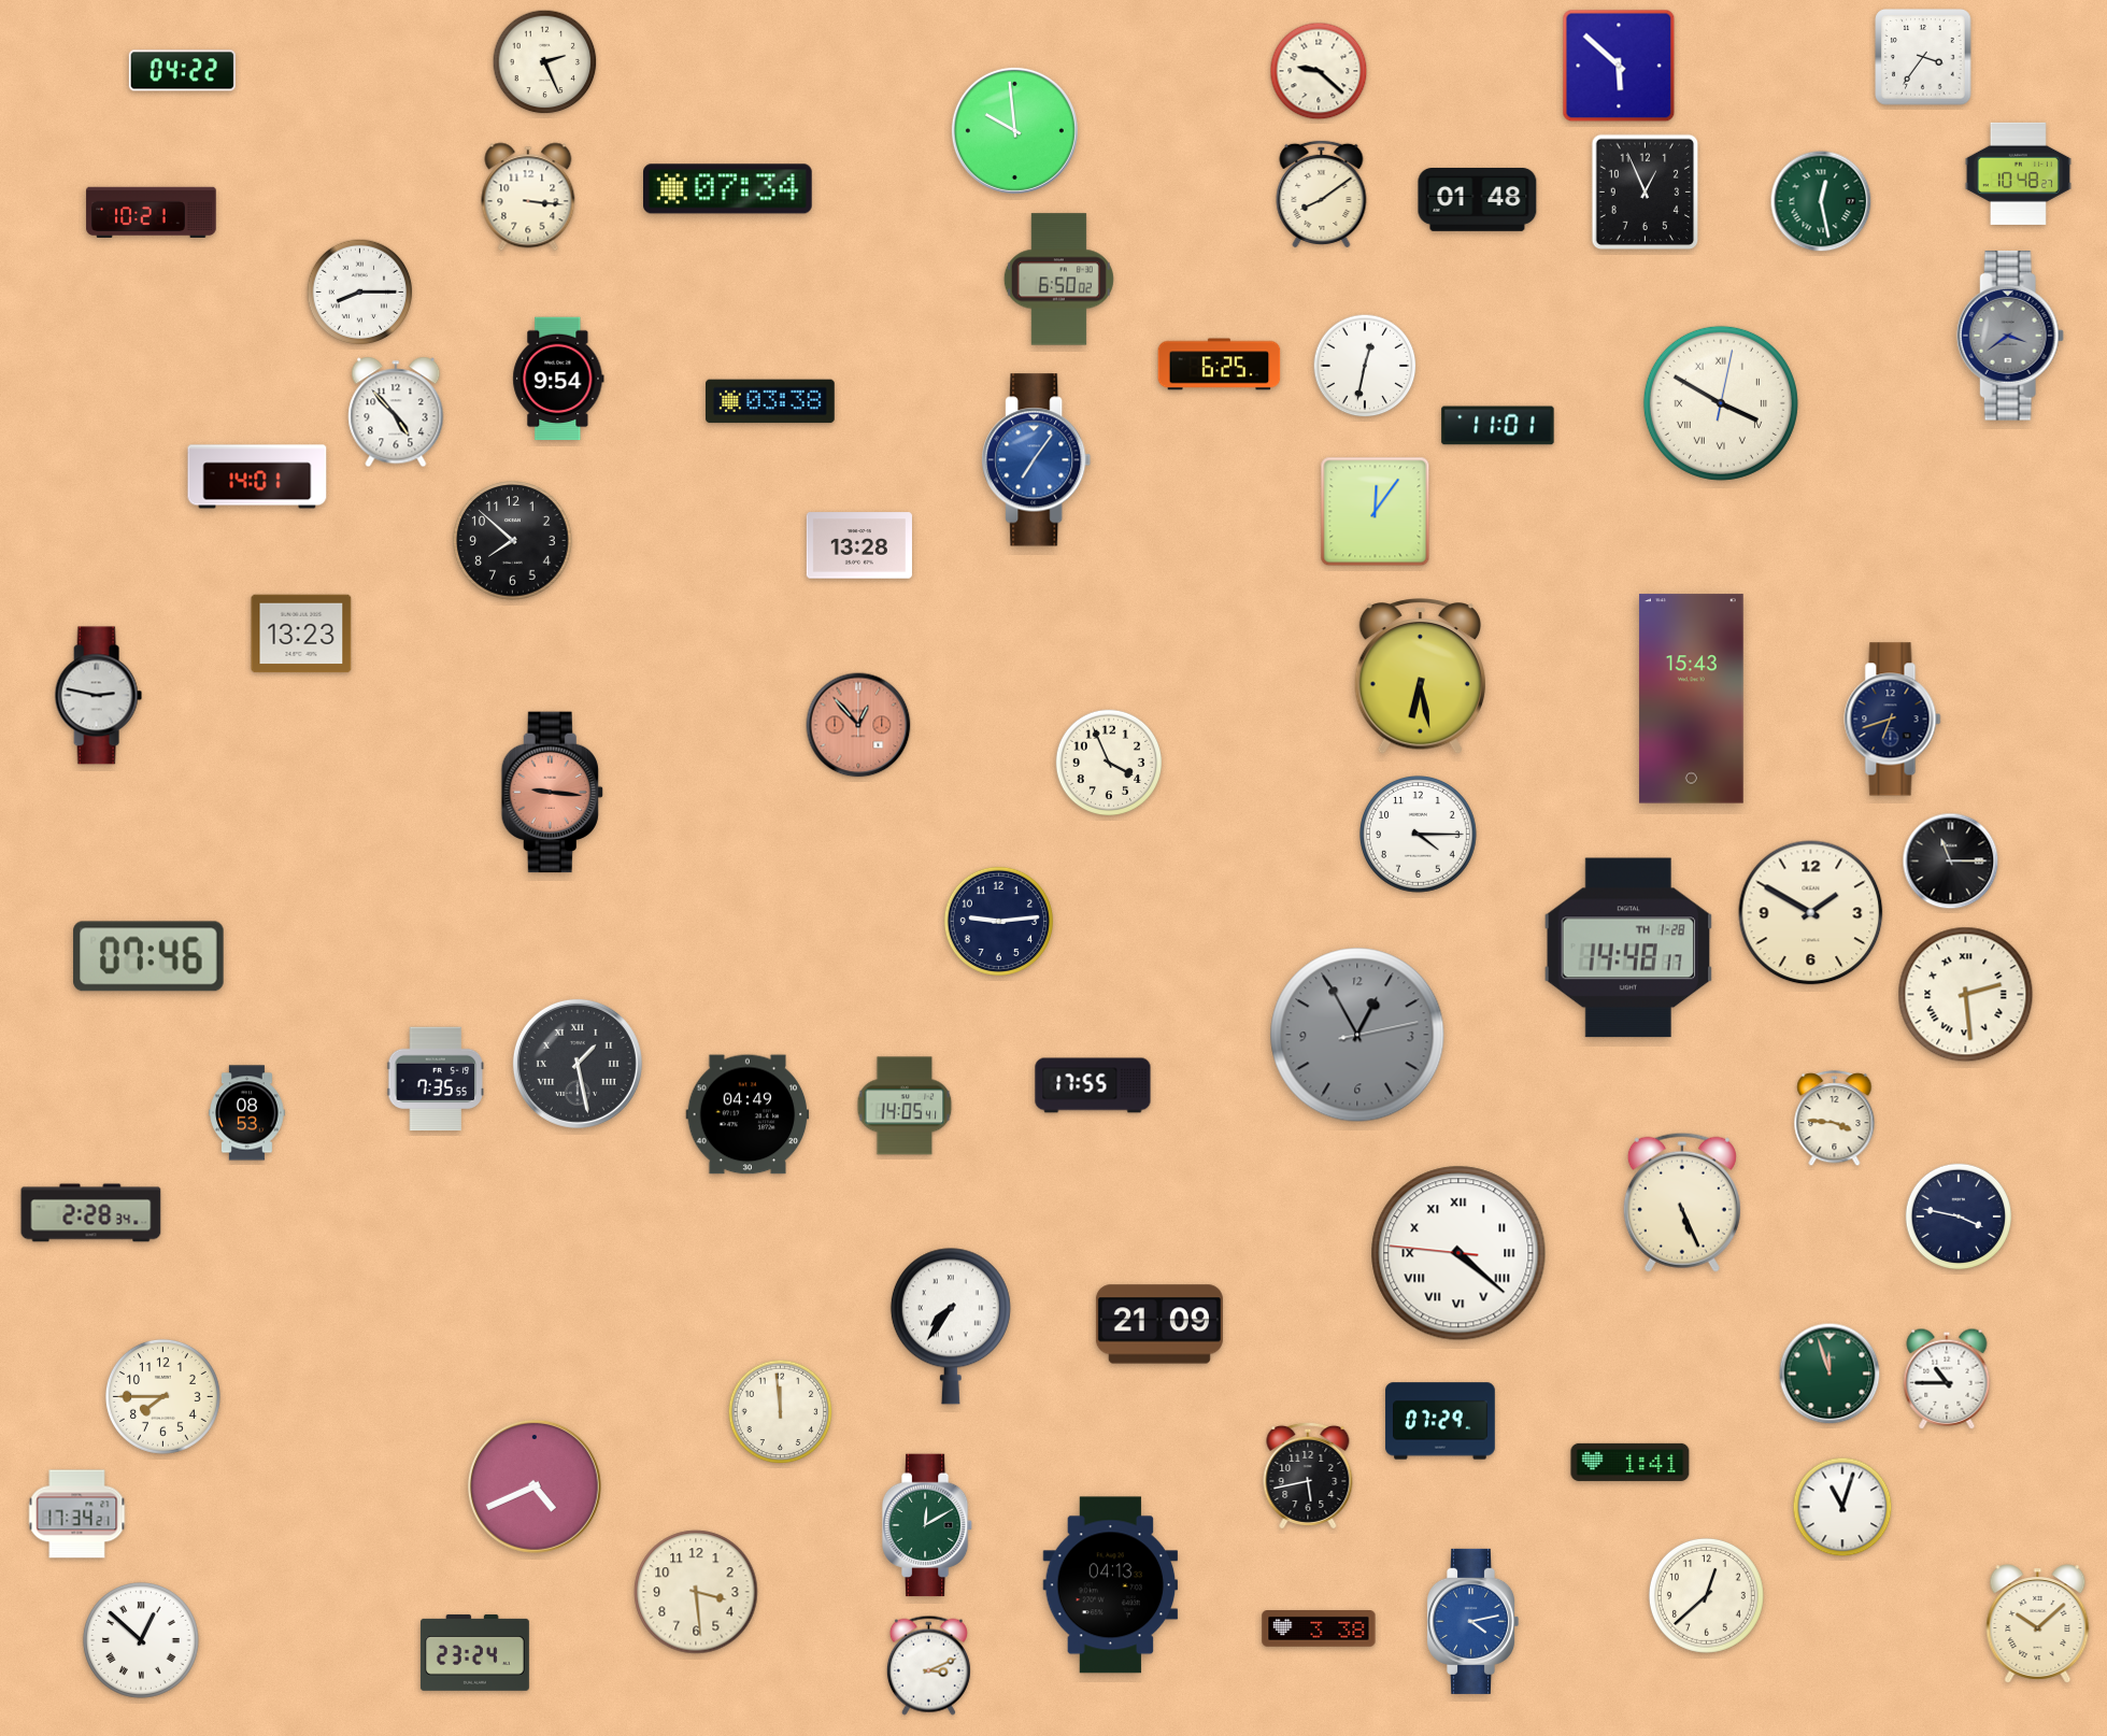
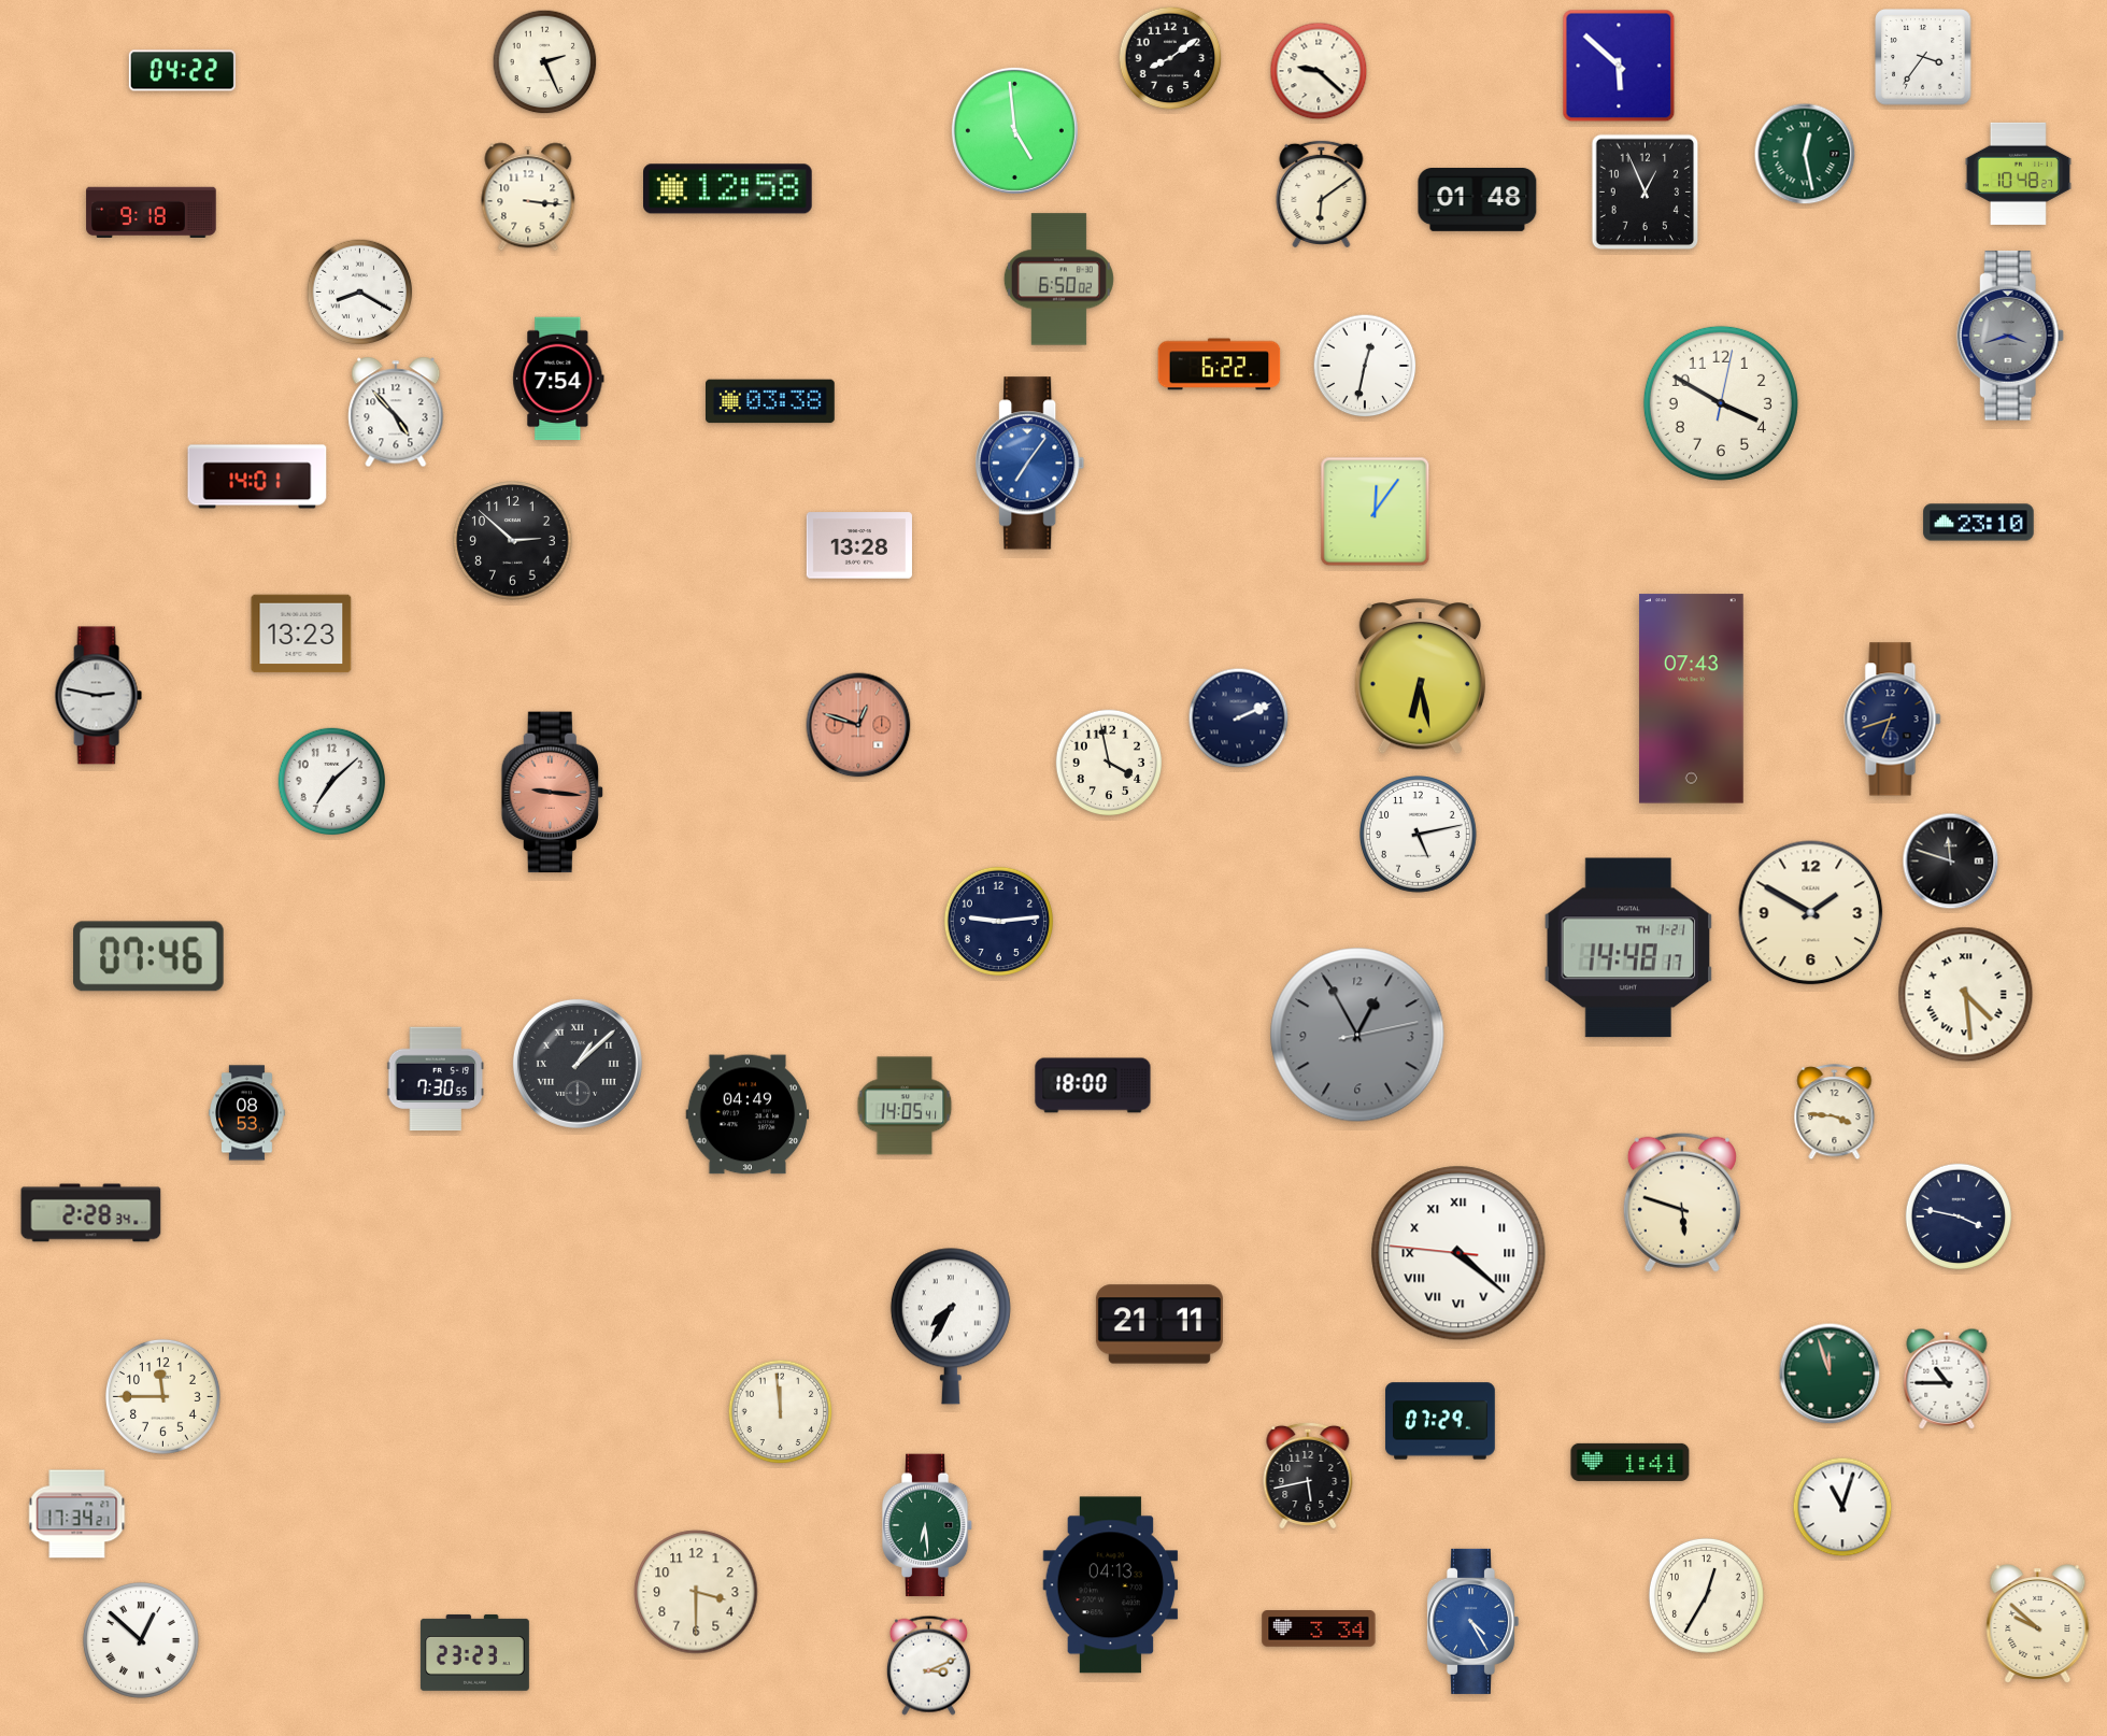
clock at (1170, 58): none -> 8:09
clock at (1014, 130): 9:59 -> 4:59
clock at (728, 189): 07:34 -> 12:58
clock at (1322, 194): 8:09 -> 6:09
clock at (1821, 201) position: (1821, 201) -> (1805, 154)
clock at (152, 212): 10:21 -> 9:18
clock at (360, 293): 8:15 -> 8:20
clock at (2010, 336): 3:39 -> 3:42
clock at (1220, 365): 6:25 -> 6:22
clock at (558, 379): 9:54 -> 7:54
clock at (1721, 403) numerals: Roman -> Arabic
clock at (1498, 426): 11:01 -> none
clock at (1037, 460) position: (1037, 460) -> (1030, 464)
clock at (1979, 523): none -> 23:10
clock at (513, 541): 7:52 -> 2:52
clock at (1691, 699): 15:43 -> 07:43
clock at (1239, 718): none -> 2:11
clock at (858, 725): 12:53 -> 12:48
clock at (1109, 763): 3:56 -> 3:58
clock at (331, 781): none -> 7:08
clock at (1419, 835): 4:15 -> 5:13
clock at (1951, 862): 11:15 -> 11:48
clock at (1628, 948) date: TH 1-28 -> TH 1-21
clock at (1966, 995): 2:29 -> 4:29
clock at (578, 1064): 1:28 -> 1:08
clock at (436, 1079): 7:35 -> 7:30
clock at (1093, 1085): 17:55 -> 18:00
clock at (1835, 1119) position: (1835, 1119) -> (1835, 1112)
clock at (1682, 1203): 5:26 -> 5:48
clock at (1159, 1324): 21:09 -> 21:11
clock at (951, 1326): 7:36 -> 7:35
clock at (162, 1396): 7:45 -> 11:45
clock at (535, 1486): 4:41 -> none
clock at (927, 1525): 12:10 -> 6:29
clock at (696, 1592): 3:29 -> 3:30
clock at (1706, 1595): 12:38 -> 12:35
clock at (1474, 1621): 4:13 -> 4:25
clock at (2038, 1624): 10:08 -> 9:52
clock at (1319, 1630): 3:38 -> 3:34
clock at (474, 1652): 23:24 -> 23:23
